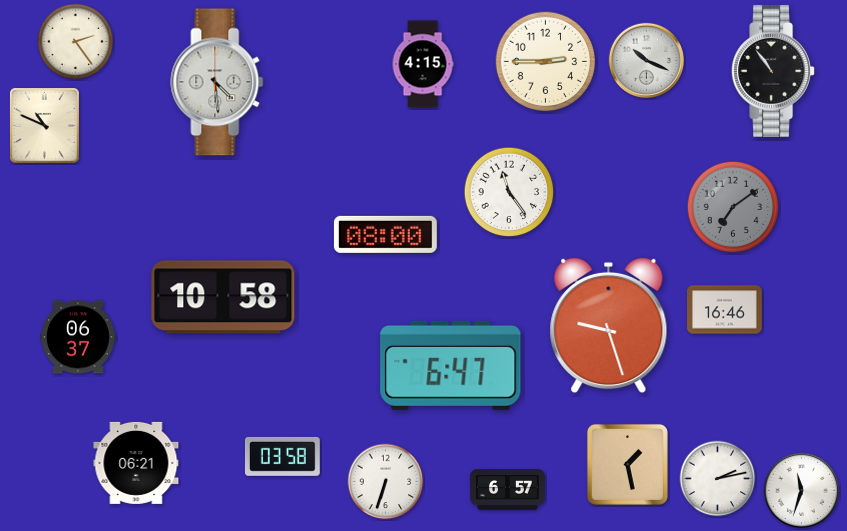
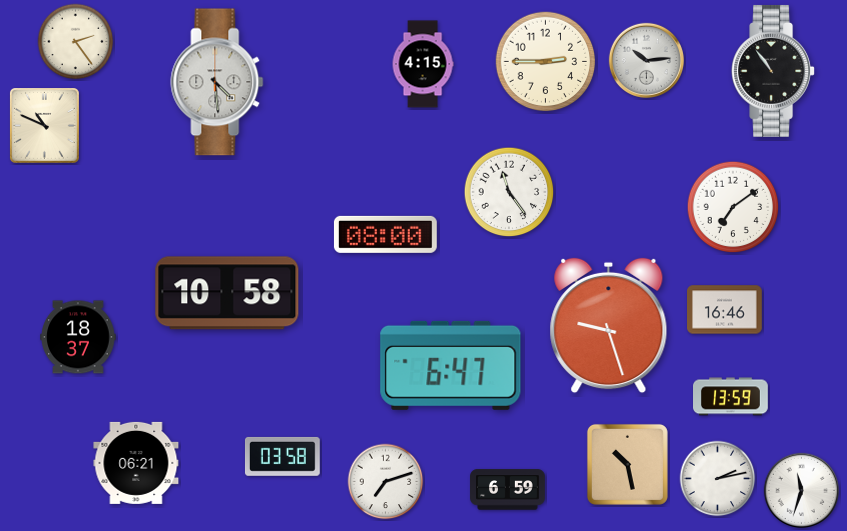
clock at (646, 60): 10:19 -> 10:14
clock at (733, 207) dial: grey -> white
clock at (223, 297) position: (223, 297) -> (227, 293)
clock at (78, 337): 06:37 -> 18:37
clock at (731, 397): none -> 13:59
clock at (627, 464): 1:28 -> 10:28
clock at (386, 482): 6:33 -> 7:12
clock at (508, 490): 6:57 -> 6:59
